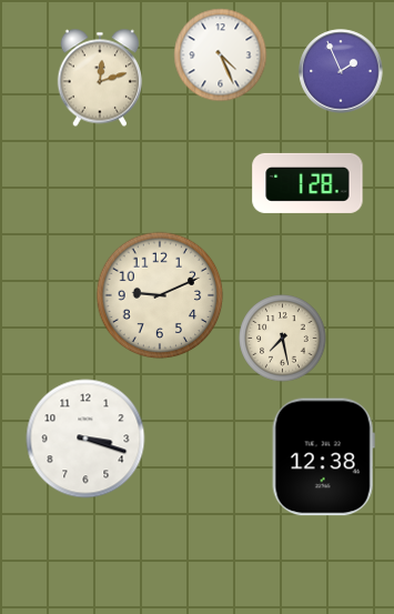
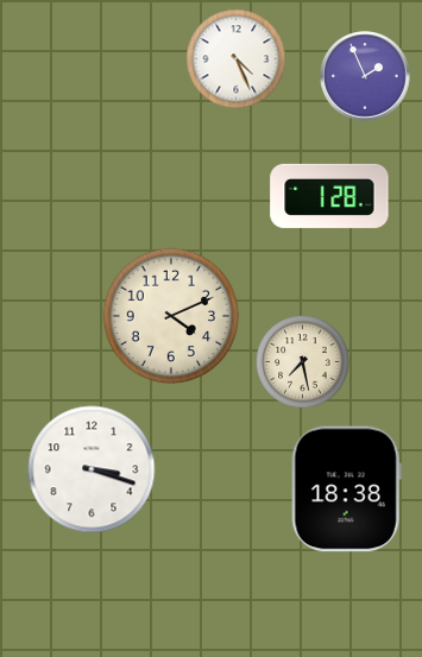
clock at (100, 78): 12:12 -> none
clock at (160, 295): 9:11 -> 4:11
clock at (323, 457): 12:38 -> 18:38
